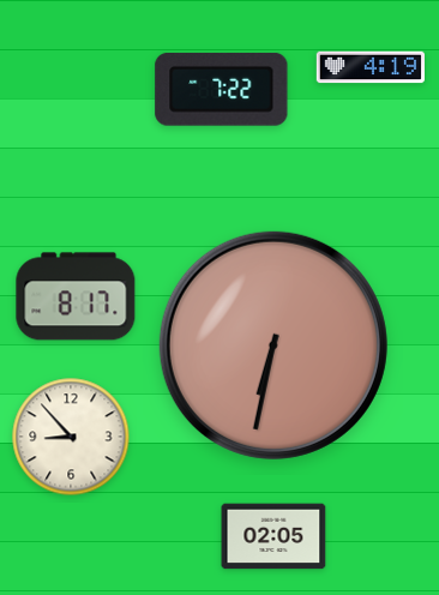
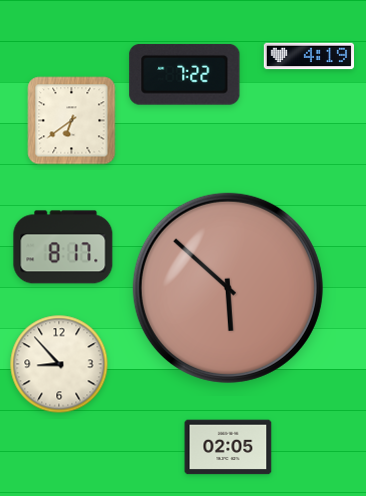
clock at (72, 121): none -> 6:39
clock at (273, 345): 6:32 -> 5:52
